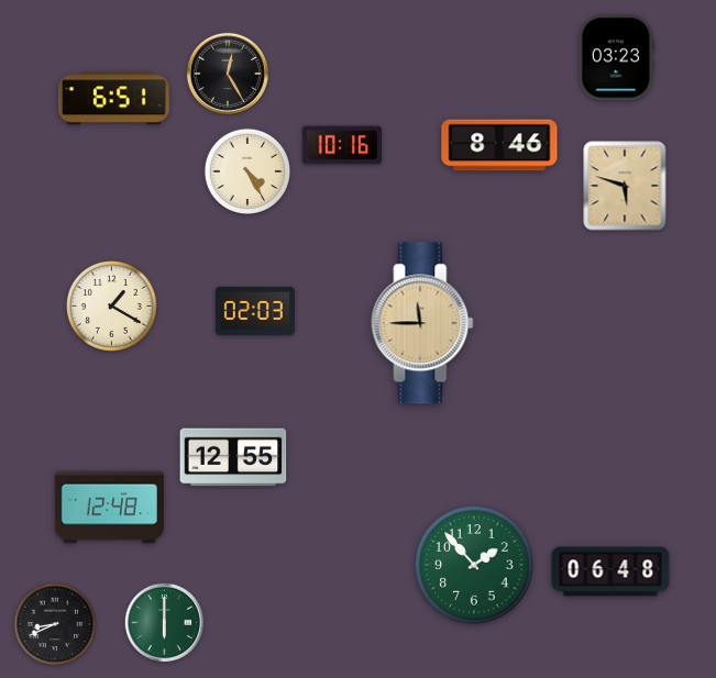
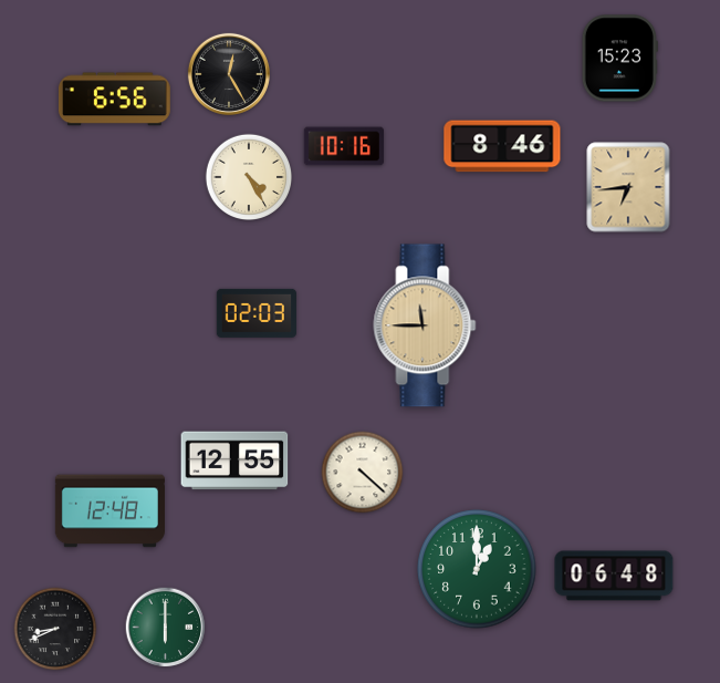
clock at (616, 58): 03:23 -> 15:23
clock at (113, 99): 6:51 -> 6:56
clock at (246, 170) position: (246, 170) -> (248, 176)
clock at (625, 186): 5:48 -> 6:44
clock at (112, 307): 1:20 -> none
clock at (363, 473): none -> 4:22
clock at (474, 565): 1:53 -> 1:00
